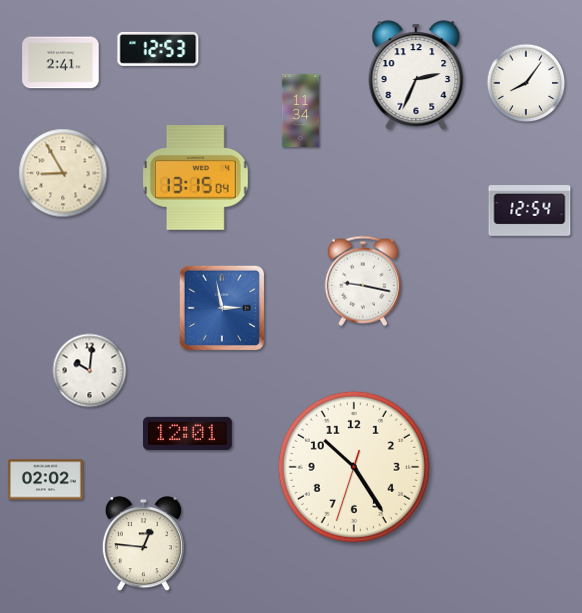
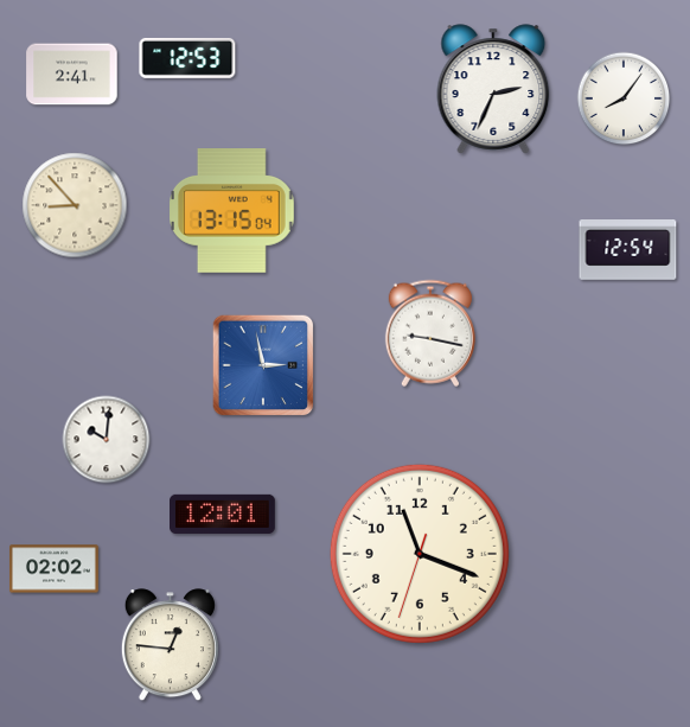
clock at (301, 110): 11:34 -> none
clock at (63, 173): 8:55 -> 8:53
clock at (354, 467): 10:24 -> 11:18
